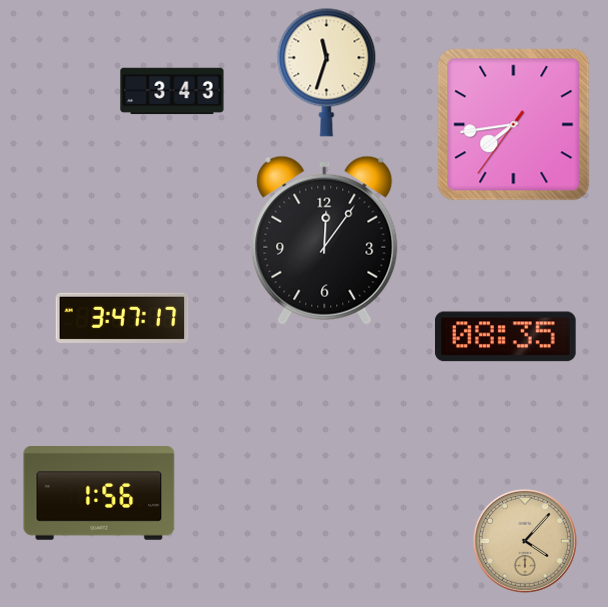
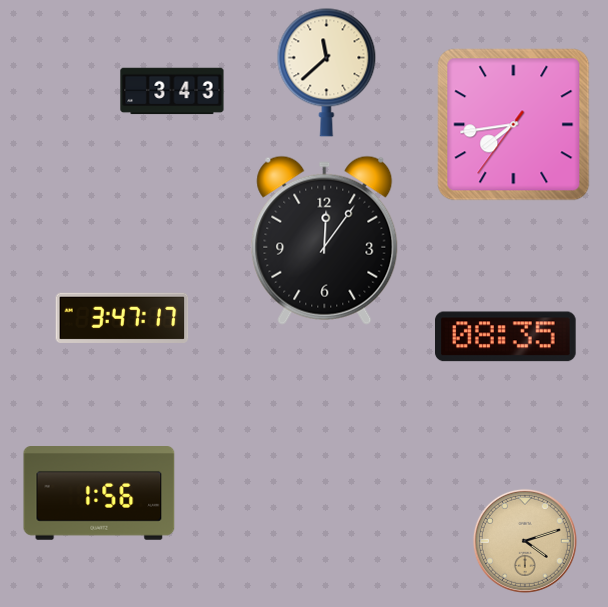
clock at (327, 72): 11:33 -> 11:38
clock at (525, 541): 4:07 -> 4:12
